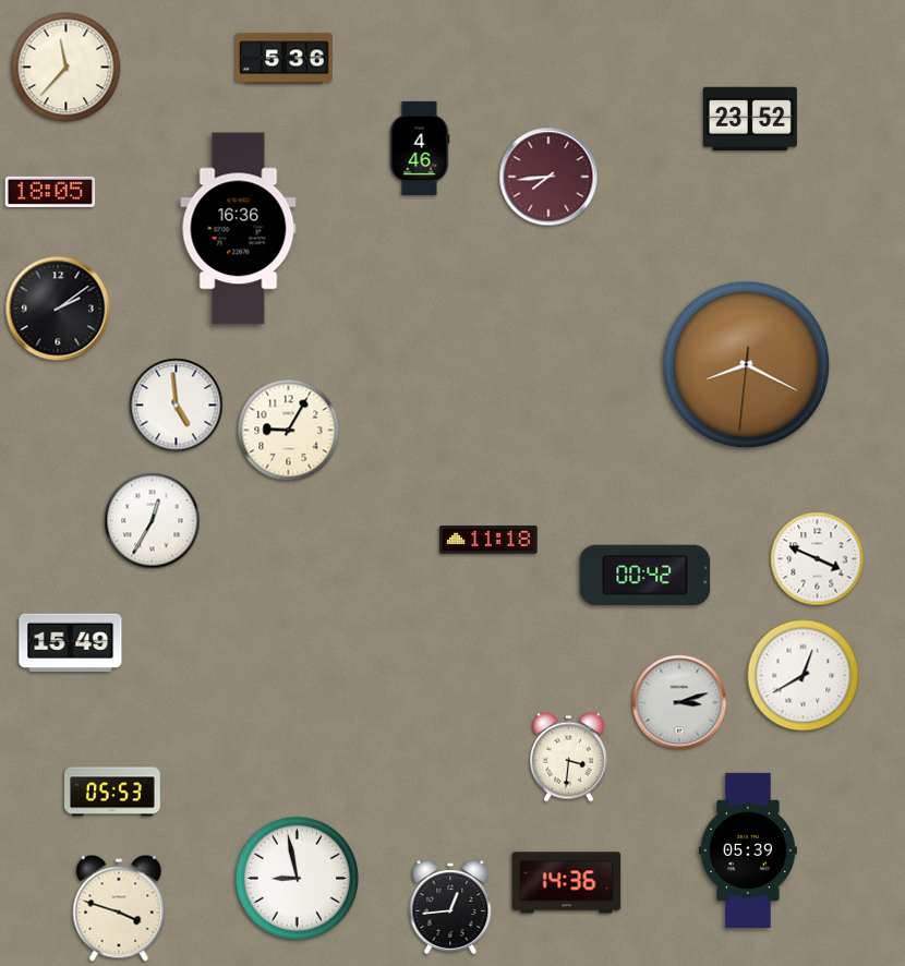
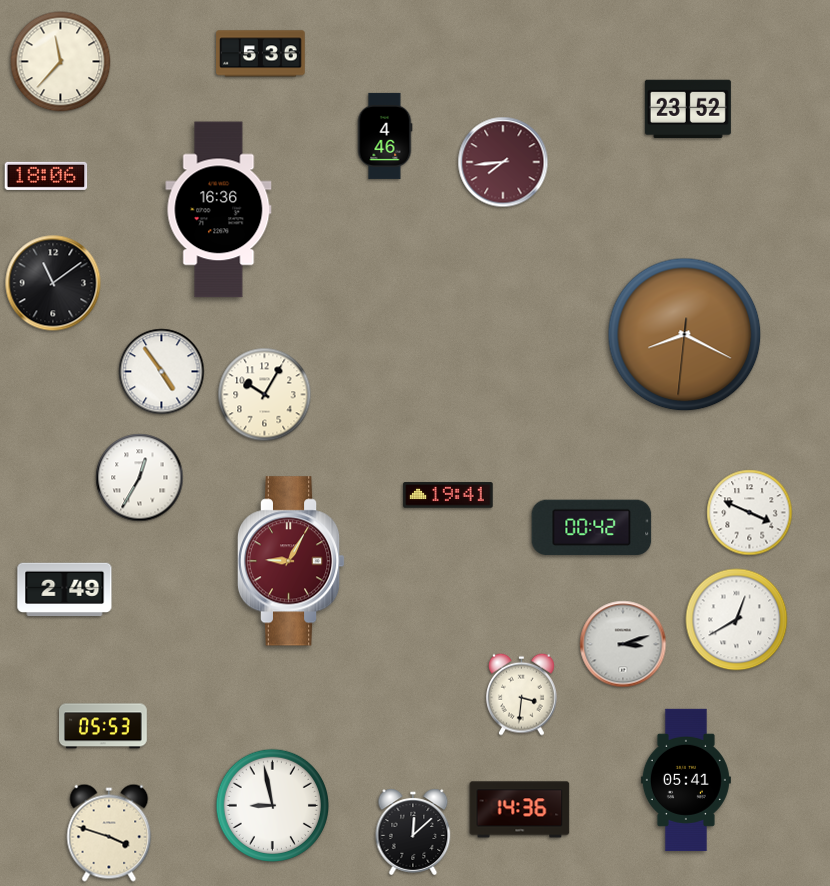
clock at (50, 192): 18:05 -> 18:06
clock at (58, 309): 2:09 -> 11:09
clock at (177, 406): 4:59 -> 4:54
clock at (289, 431): 9:05 -> 10:05
clock at (488, 540): 11:18 -> 19:41
clock at (291, 561): none -> 9:05
clock at (71, 643): 15:49 -> 2:49
clock at (748, 850): 05:39 -> 05:41
clock at (450, 907): 12:44 -> 12:08
